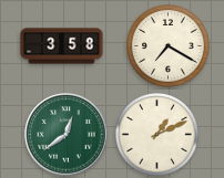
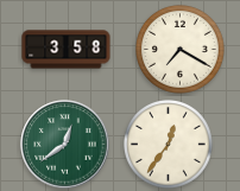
clock at (67, 135) position: (67, 135) -> (65, 145)
clock at (157, 135): 1:11 -> 12:36
